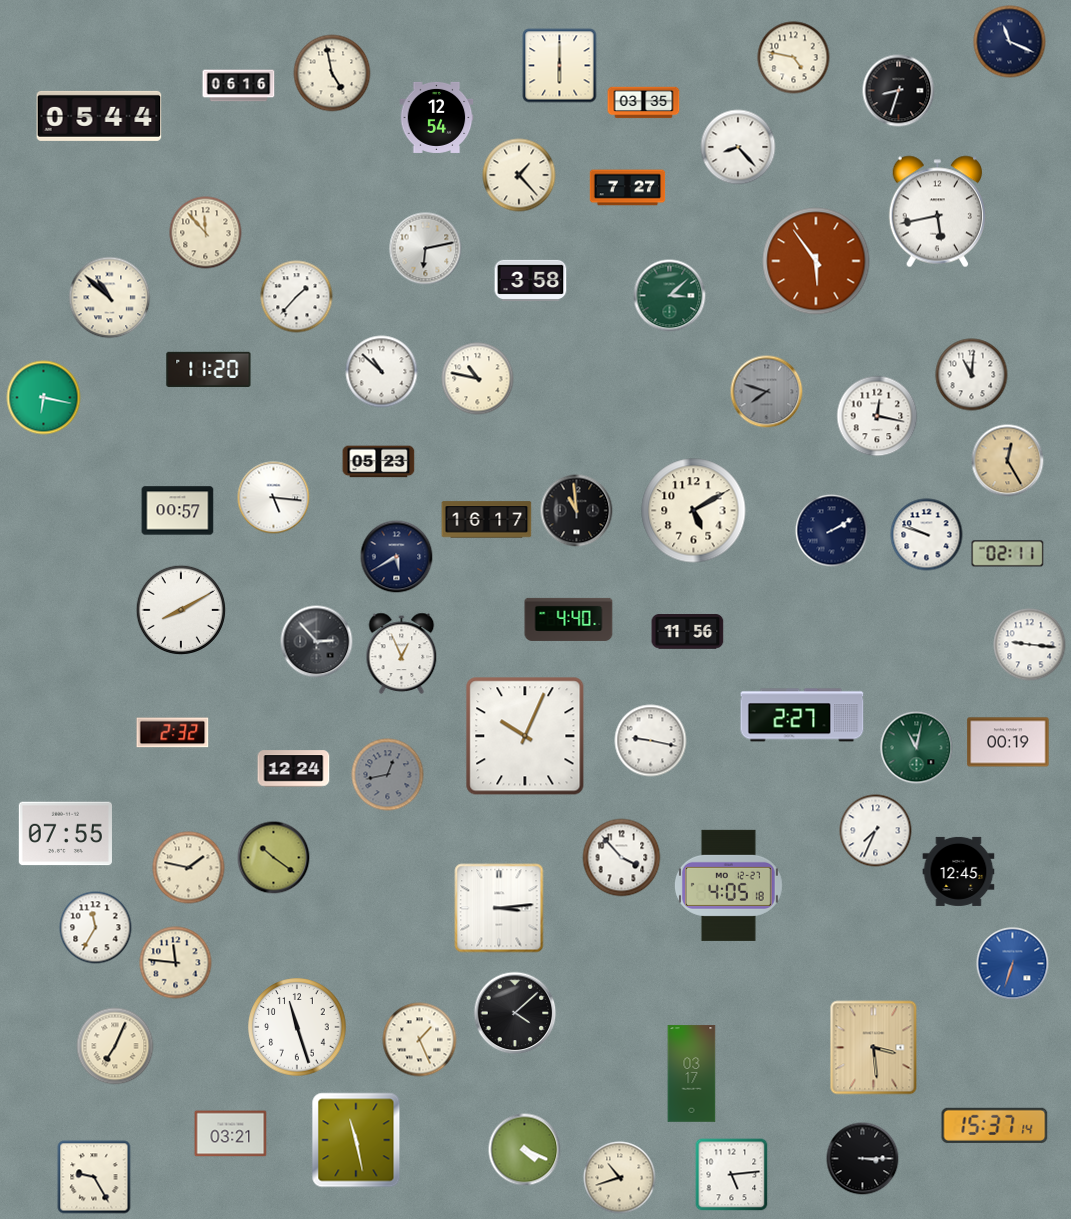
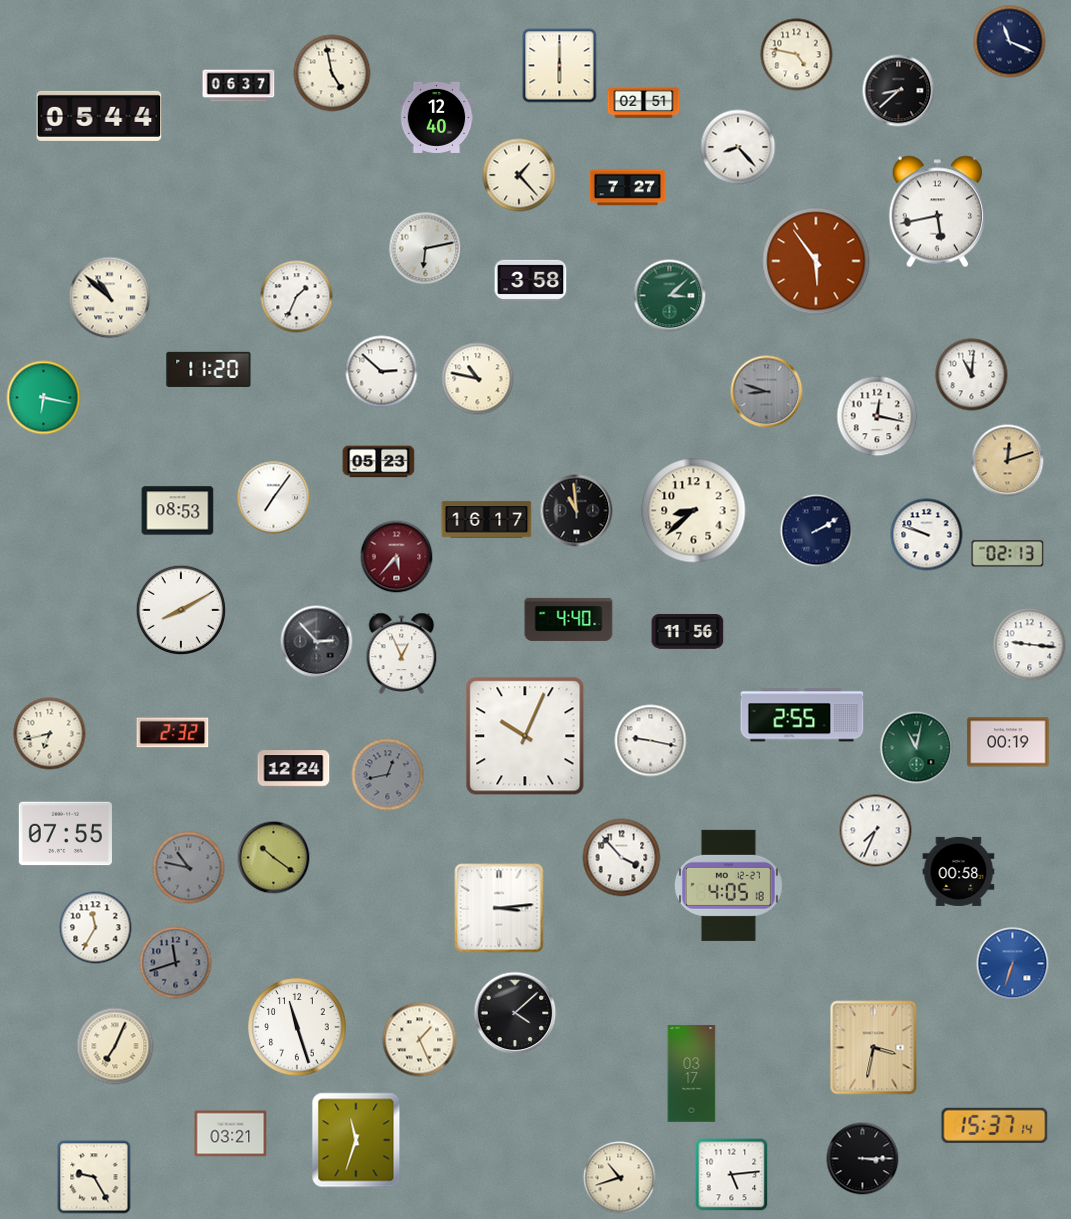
clock at (794, 58) position: (794, 58) -> (797, 55)
clock at (239, 86): 06:16 -> 06:37
clock at (899, 91): 8:33 -> 8:38
clock at (644, 103): 03:35 -> 02:51
clock at (437, 117): 12:54 -> 12:40
clock at (206, 233): 11:53 -> none
clock at (297, 297): 1:37 -> 1:34
clock at (382, 372): 10:52 -> 2:52
clock at (767, 392): 7:48 -> 8:48
clock at (1008, 461): 12:25 -> 12:12
clock at (274, 498): 5:16 -> 7:06
clock at (178, 511): 00:57 -> 08:53
clock at (694, 511): 5:10 -> 8:38
clock at (832, 531) position: (832, 531) -> (817, 531)
clock at (1008, 554): 02:11 -> 02:13
clock at (397, 557): 5:40 -> 5:37
clock at (397, 557) dial: navy -> burgundy
clock at (802, 715): 2:27 -> 2:55
clock at (50, 734): none -> 6:43
clock at (189, 868): 1:47 -> 10:47
clock at (189, 868) dial: cream -> grey
clock at (959, 871): 12:45 -> 00:58
clock at (176, 963): 11:46 -> 11:42
clock at (176, 963) dial: cream -> grey
clock at (874, 1048): 3:29 -> 3:32
clock at (356, 1140): 11:28 -> 11:33
clock at (525, 1150): 4:19 -> none
